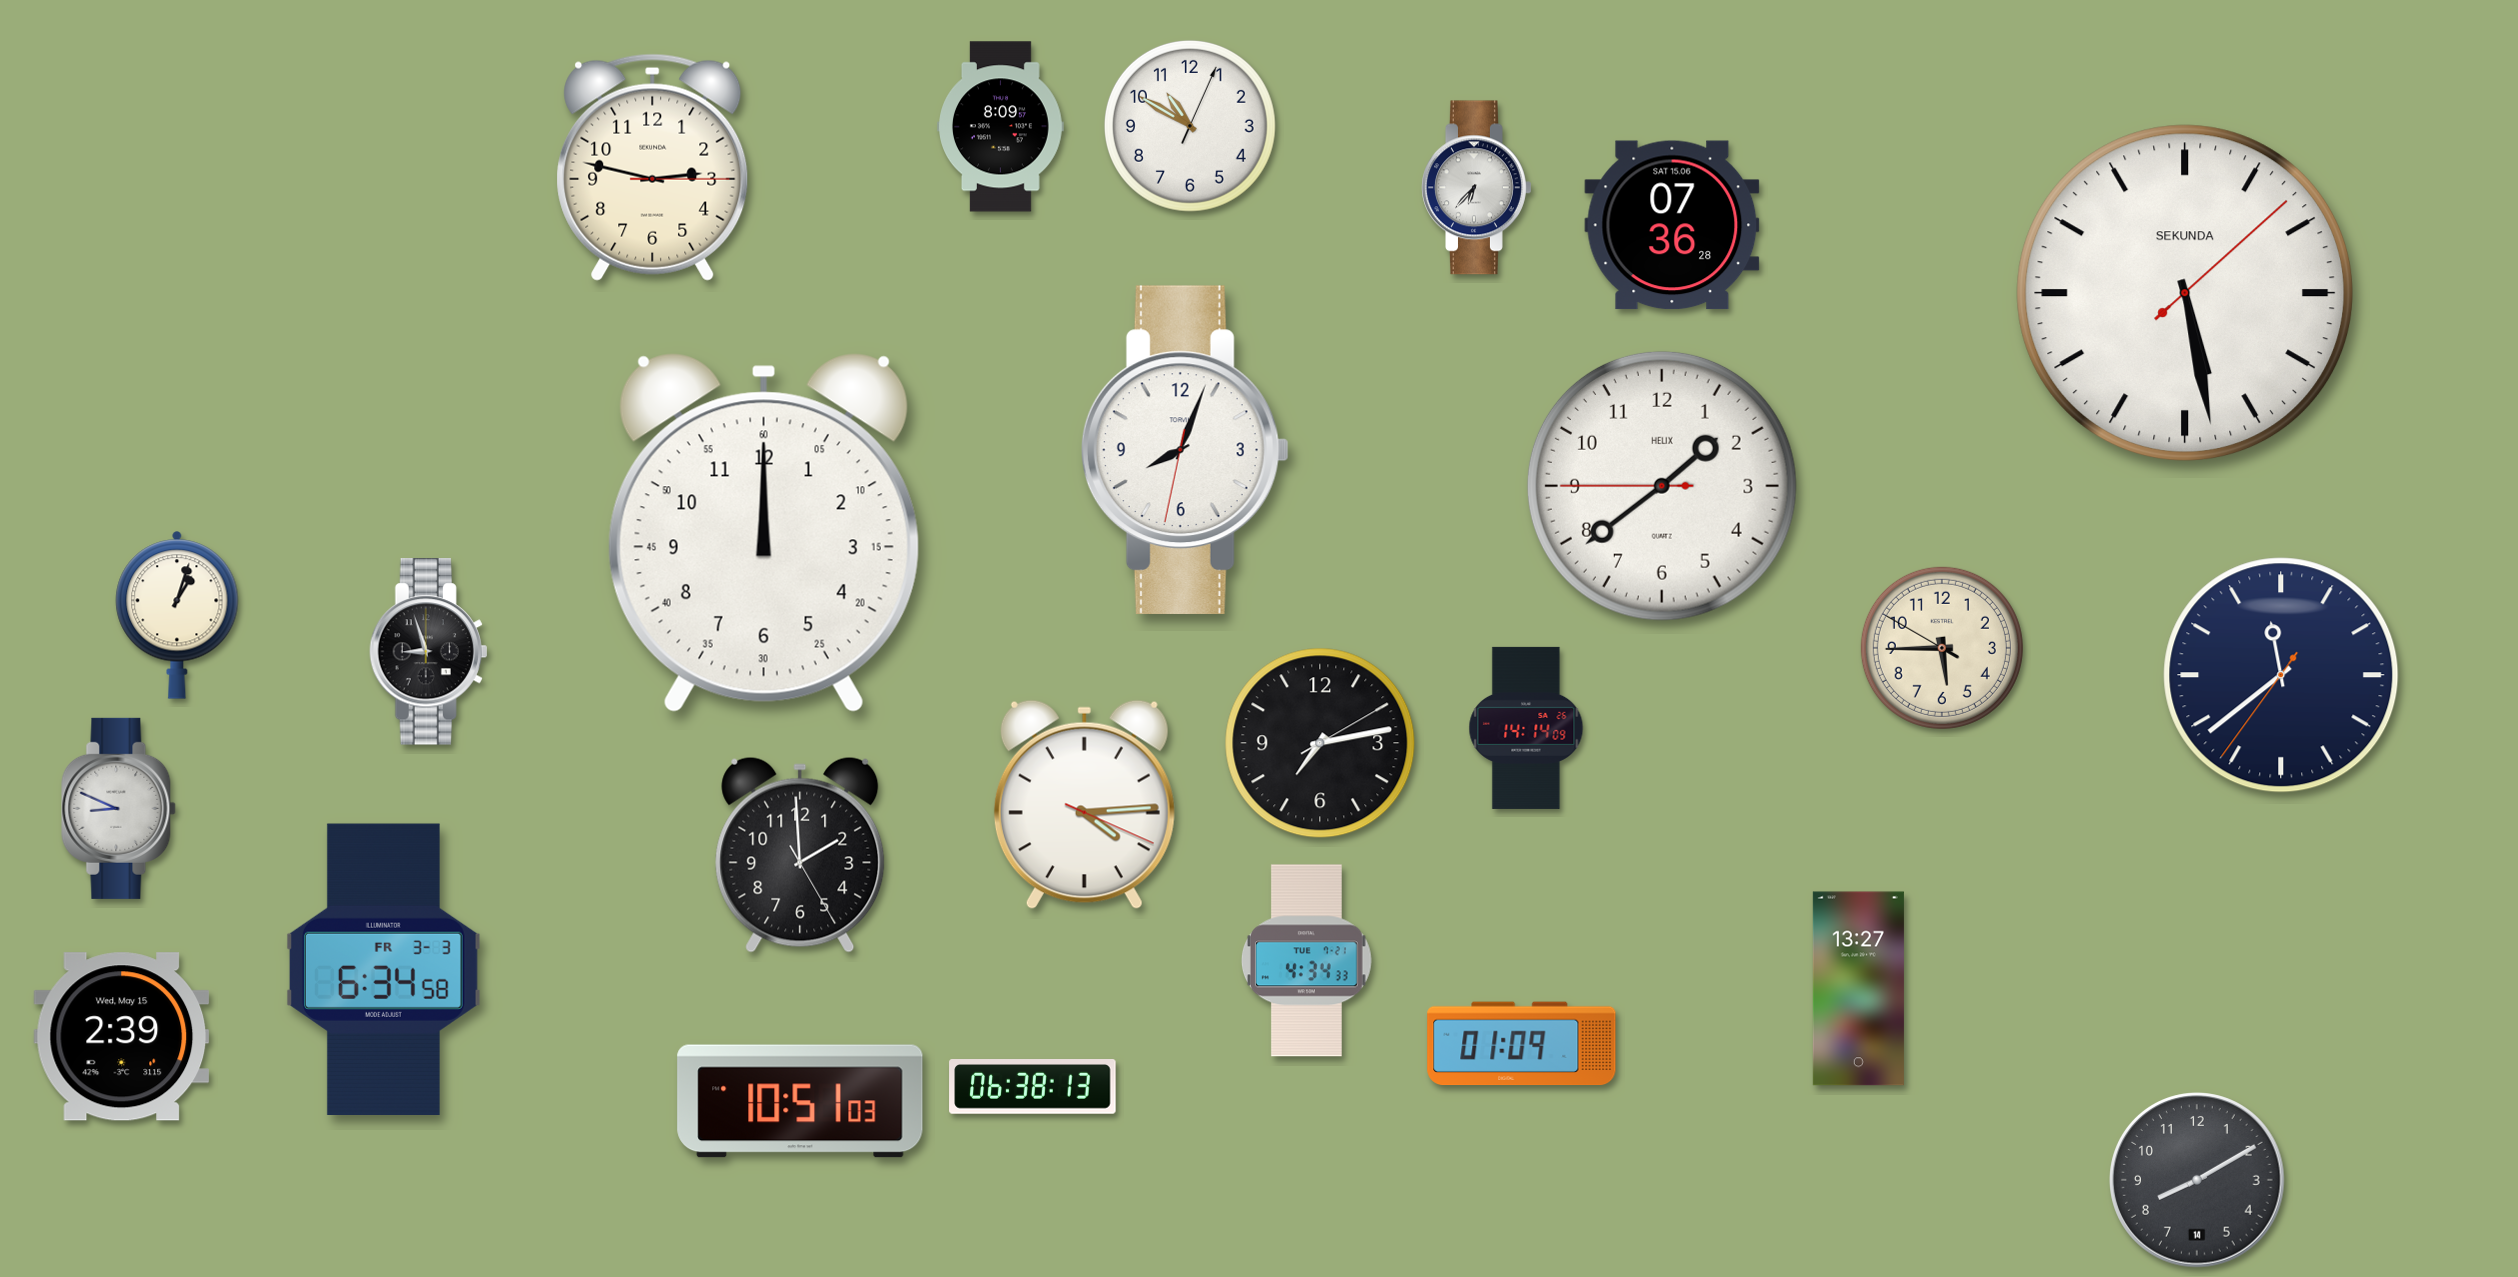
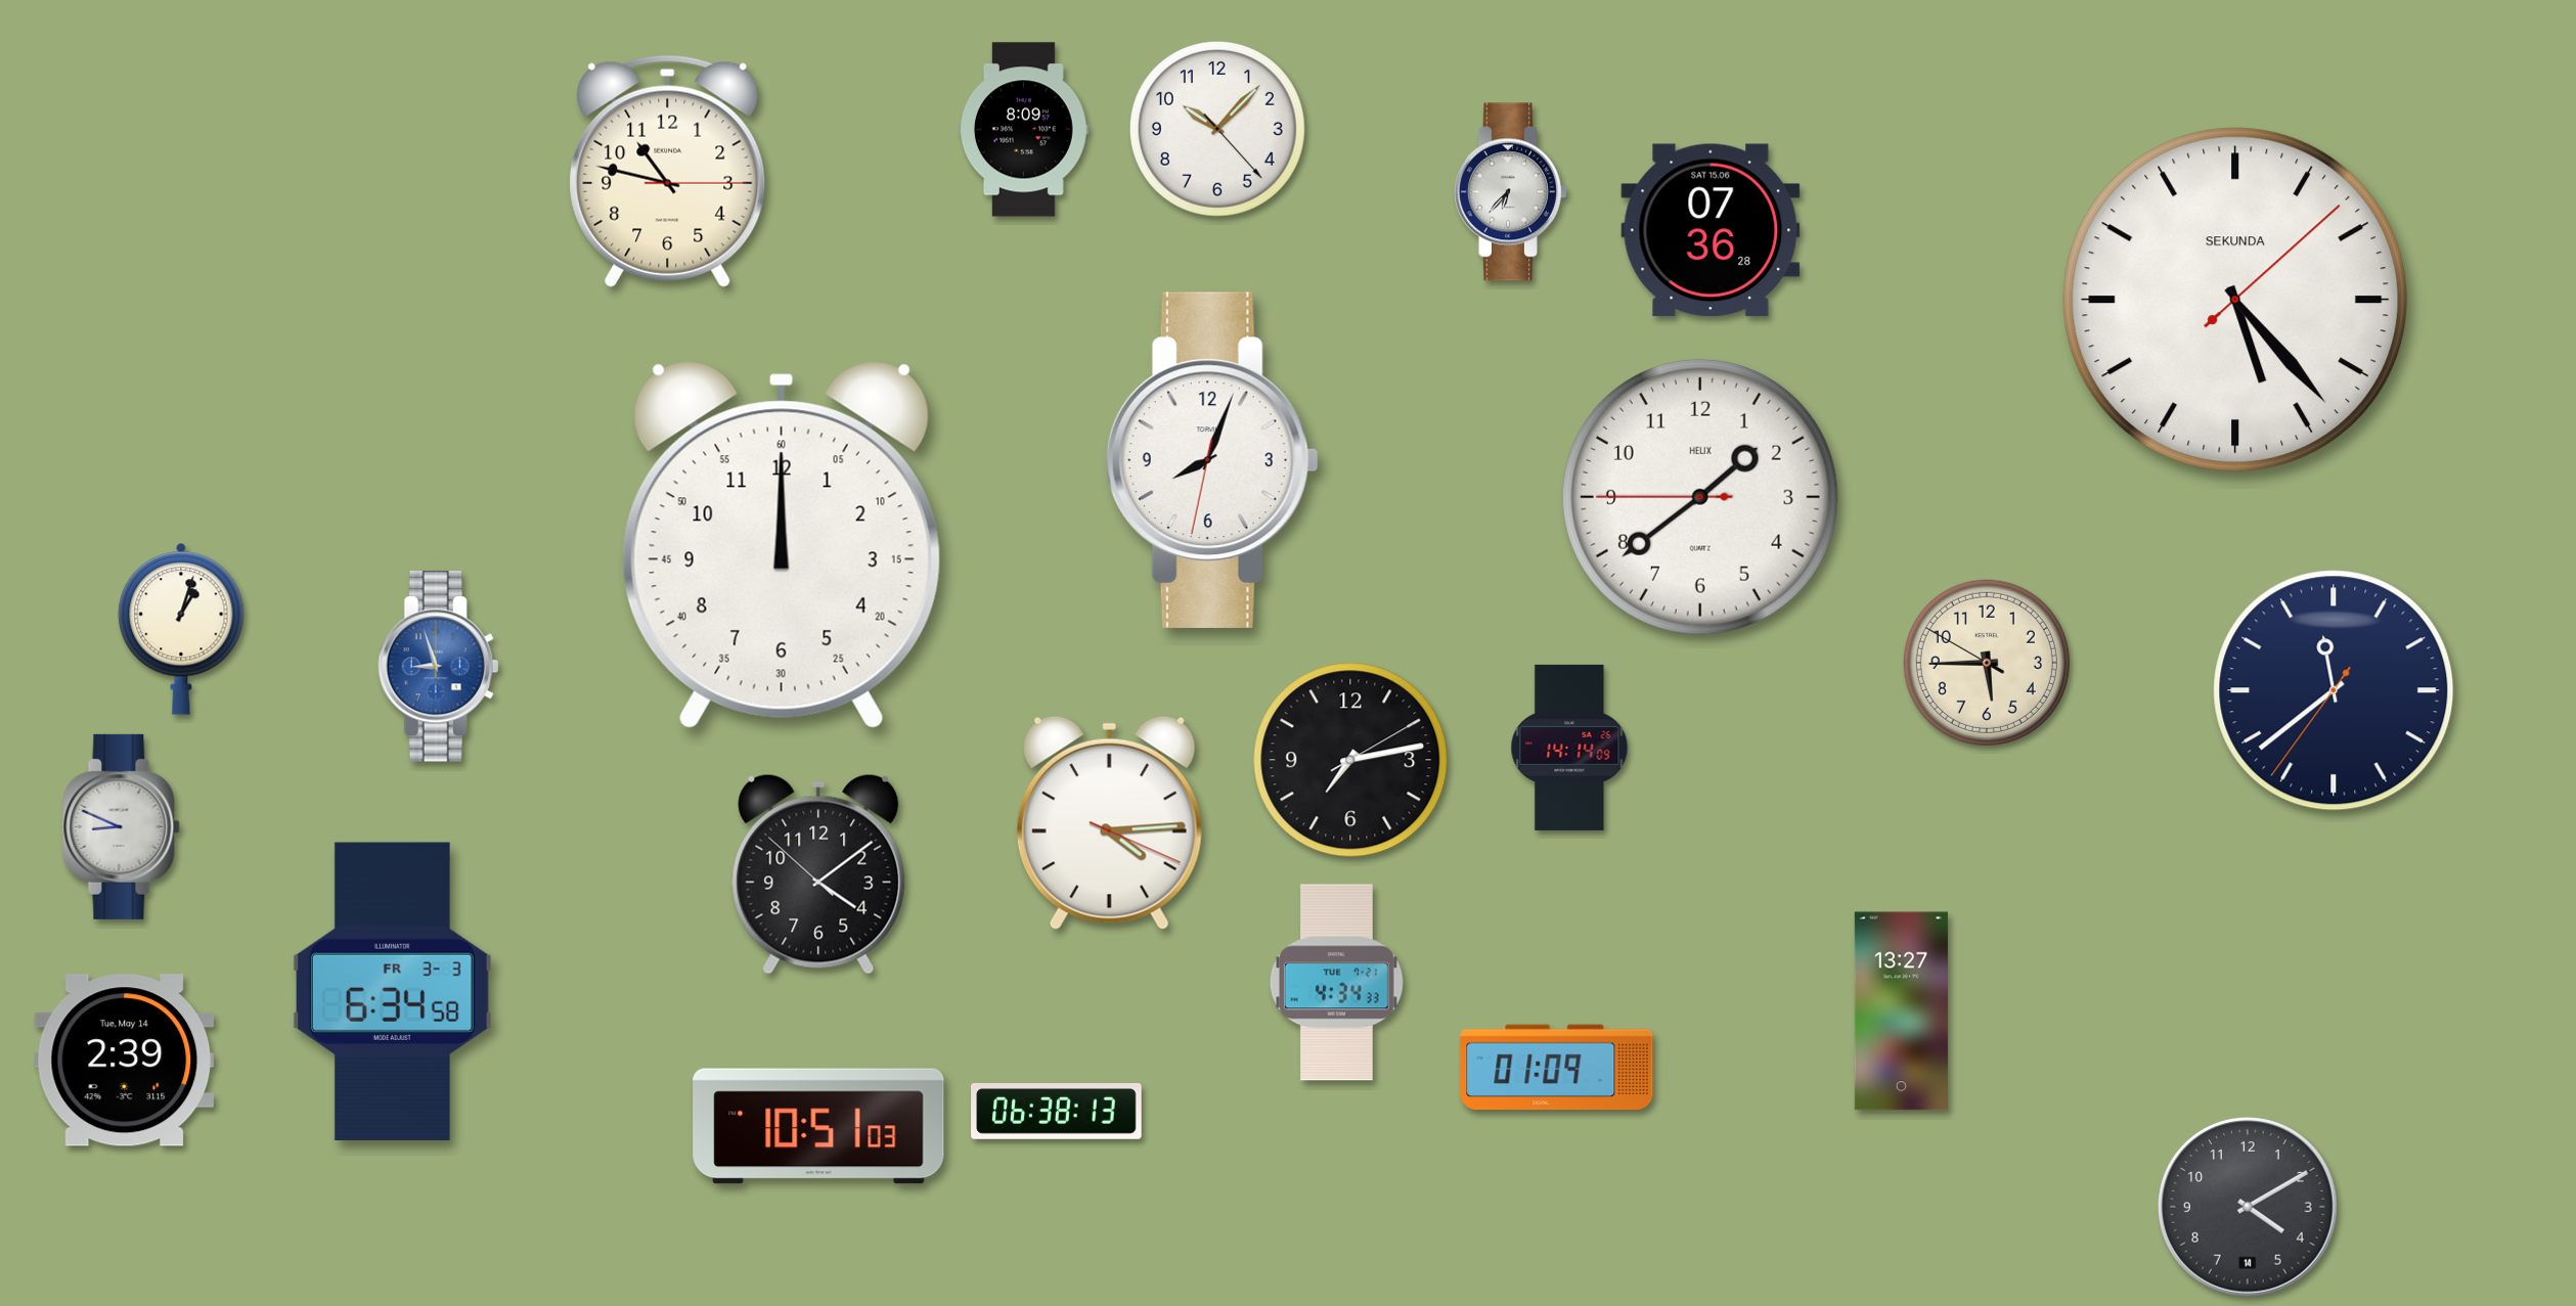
clock at (1190, 126): 10:50 -> 10:07
clock at (653, 167): 2:47 -> 10:47
clock at (2185, 293): 5:28 -> 5:23
clock at (429, 652) dial: black -> blue
clock at (1526, 728) position: (1526, 728) -> (1569, 748)
clock at (800, 855): 1:59 -> 4:08
clock at (122, 1037) date: Wed, May 15 -> Tue, May 14
clock at (2197, 1180): 8:10 -> 4:10
